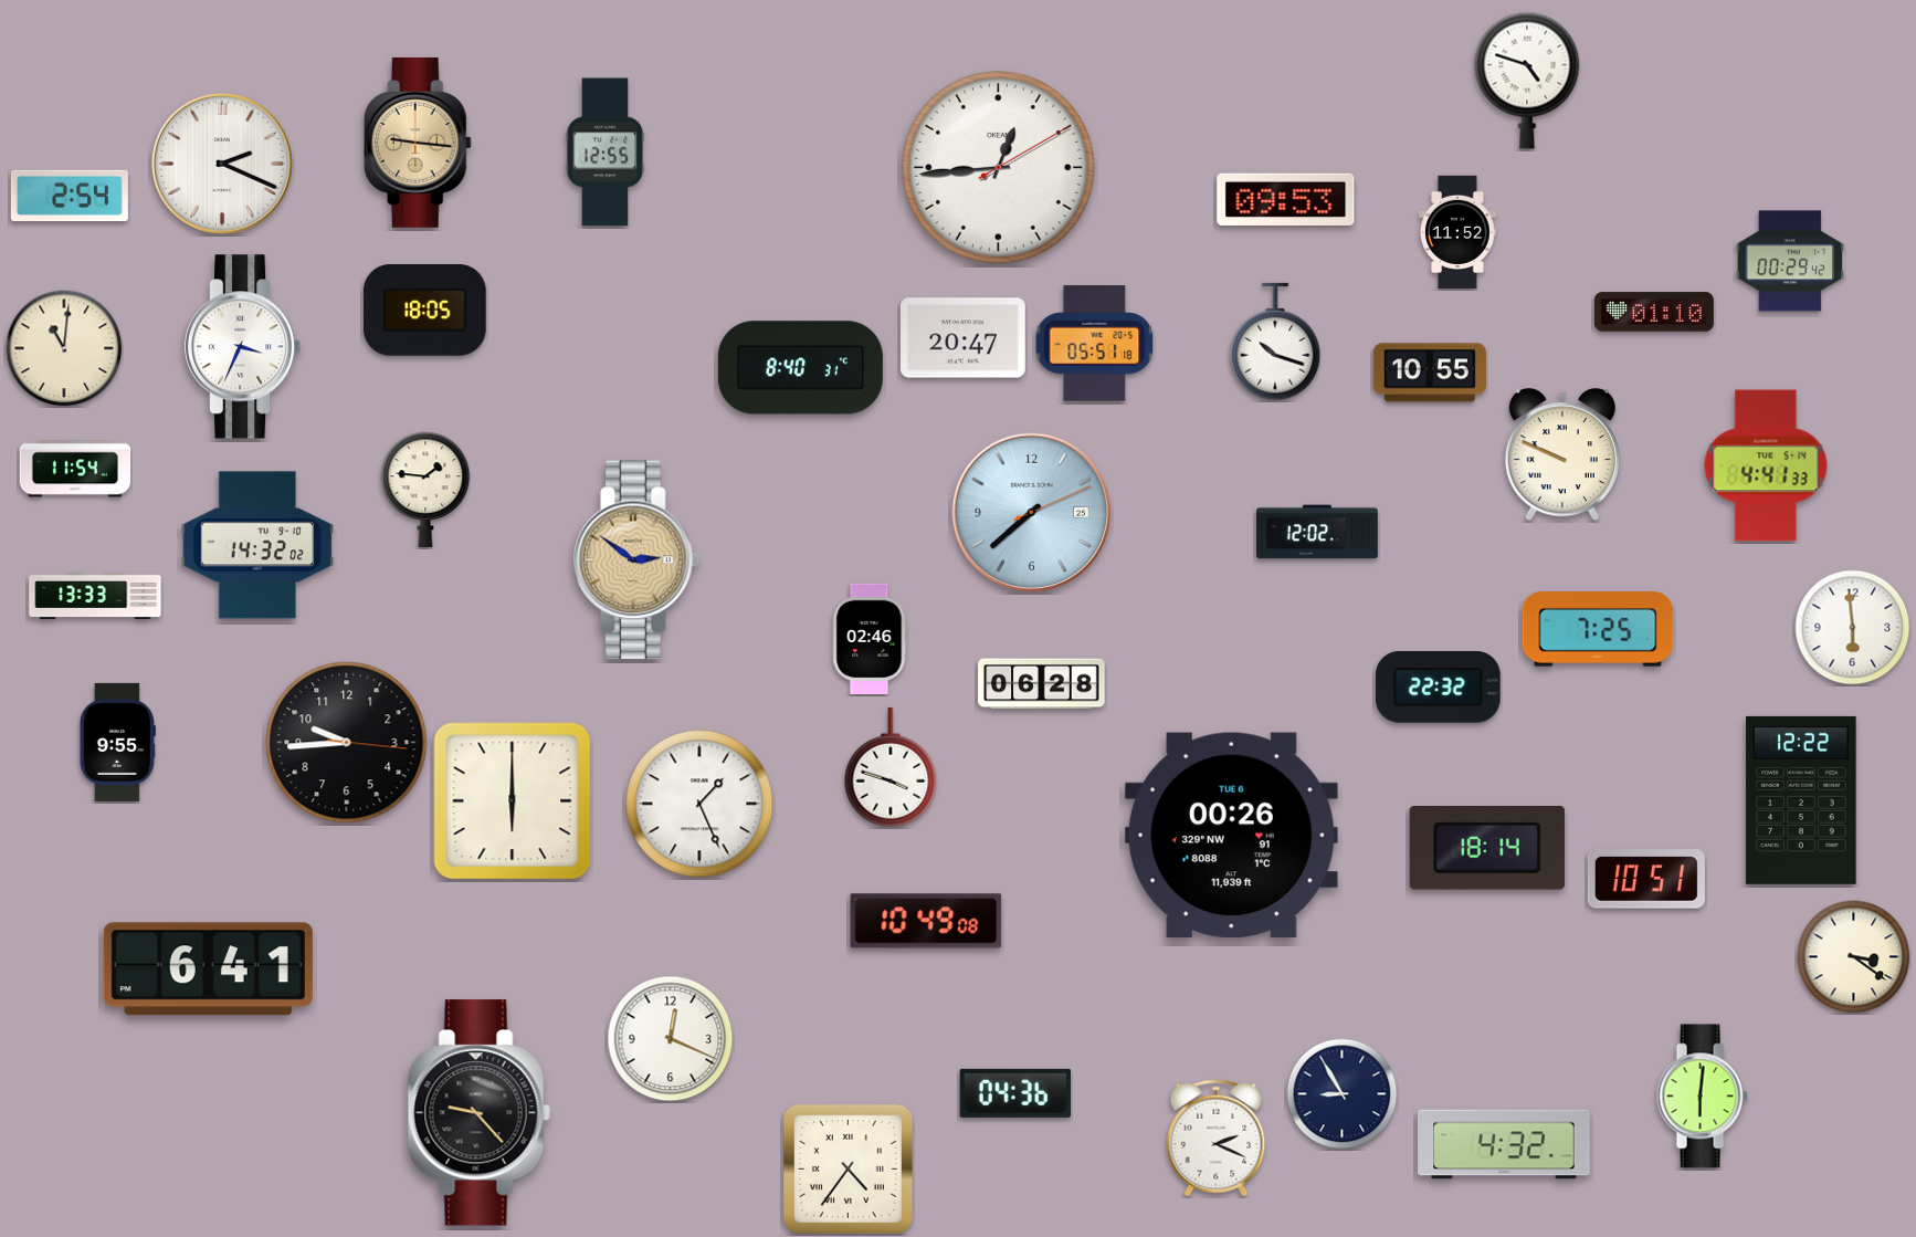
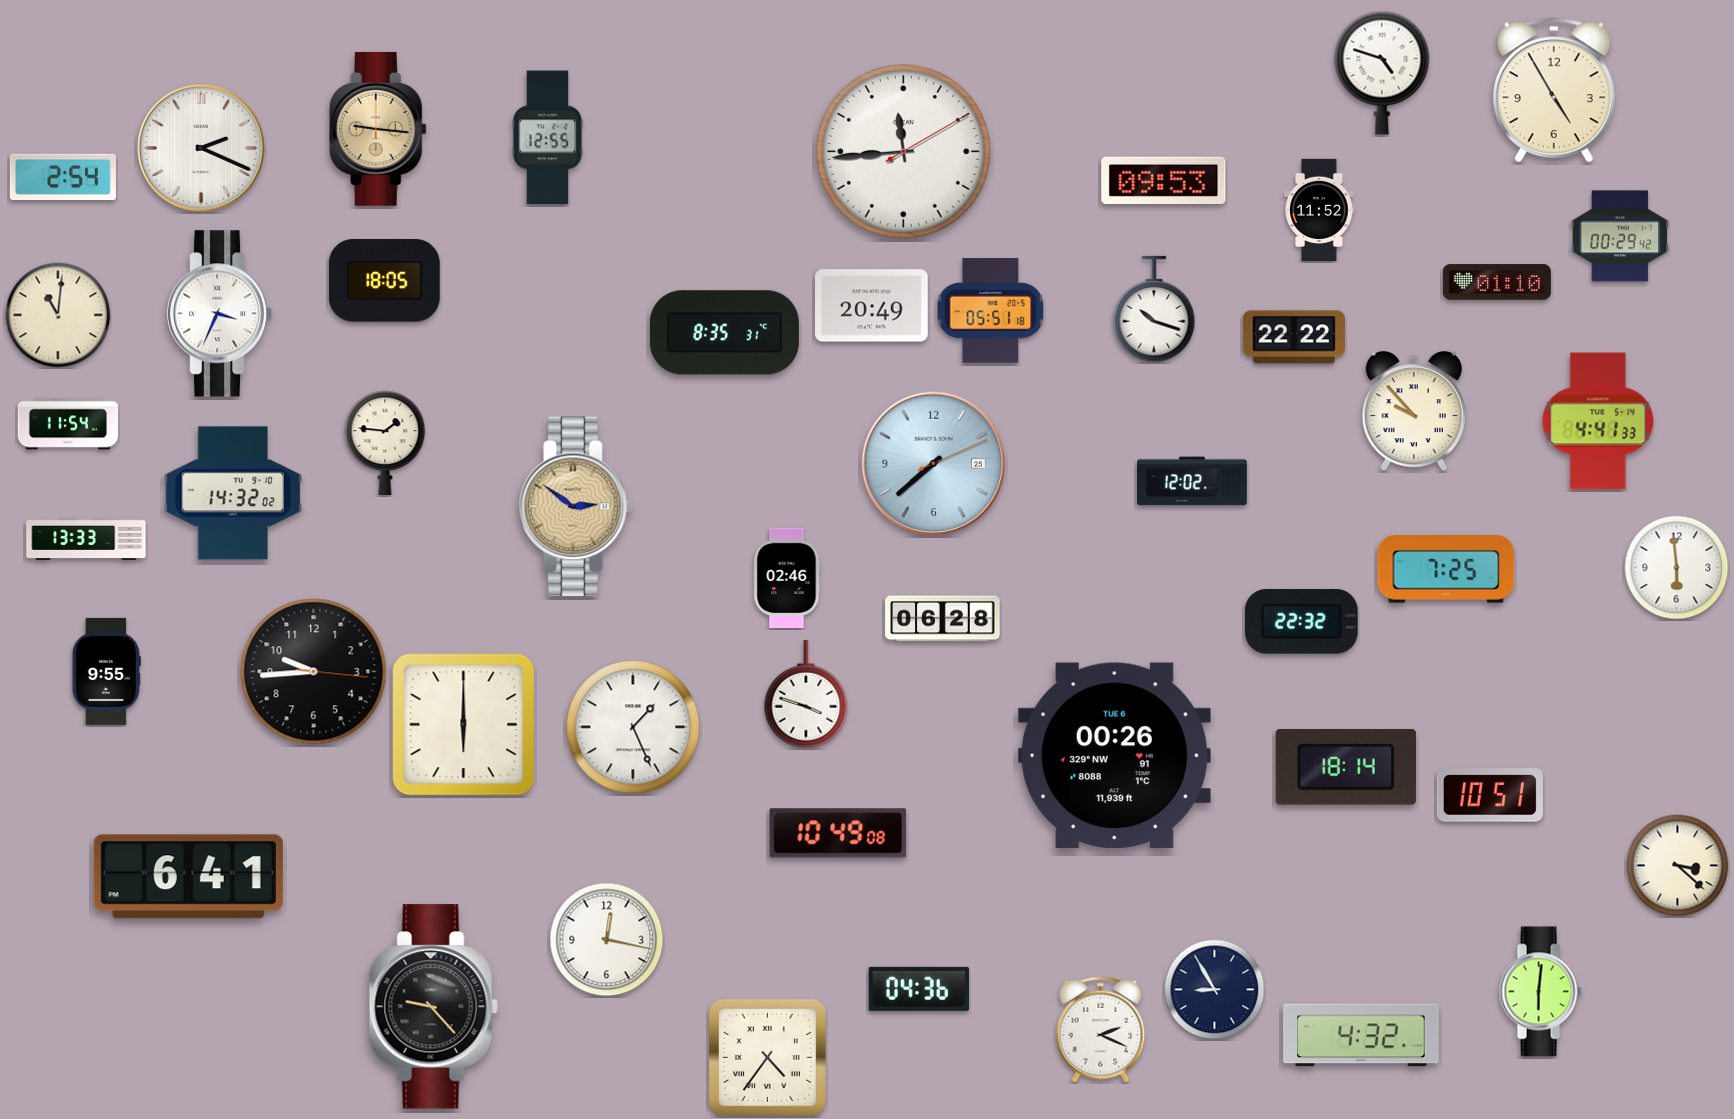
clock at (1554, 90): none -> 4:55
clock at (999, 168): 12:44 -> 11:44
clock at (964, 338): 20:47 -> 20:49
clock at (800, 368): 8:40 -> 8:35
clock at (1430, 373): 10:55 -> 22:22
clock at (1562, 455): 9:49 -> 9:53
clock at (1801, 800): 12:22 -> none
clock at (1854, 957): 3:21 -> 3:22
clock at (671, 1039): 12:19 -> 12:17
